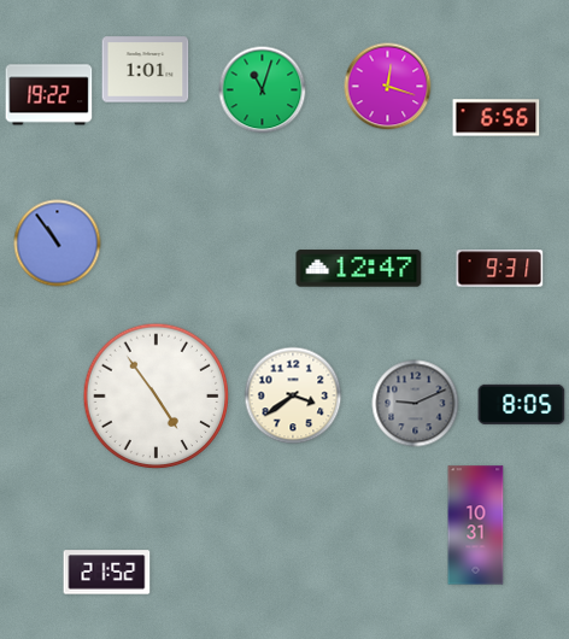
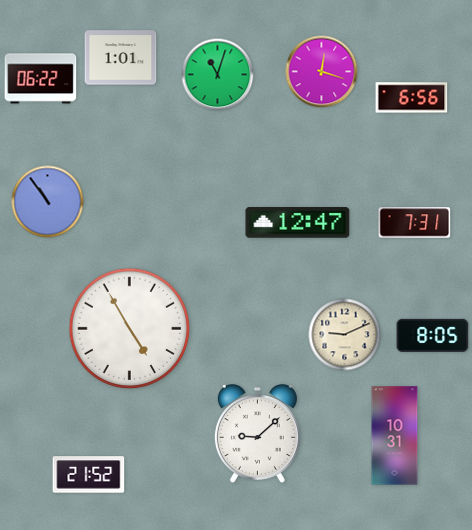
clock at (49, 95): 19:22 -> 06:22
clock at (500, 269): 9:31 -> 7:31
clock at (293, 395): 3:39 -> none
clock at (157, 397): 4:54 -> 4:55
clock at (416, 404) dial: grey -> cream
clock at (257, 434): none -> 9:08
